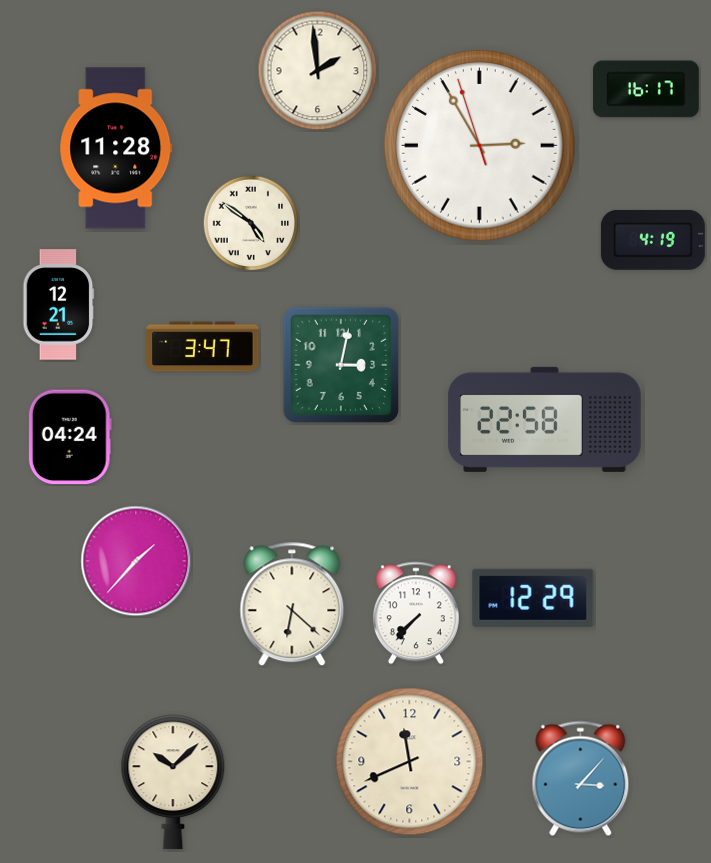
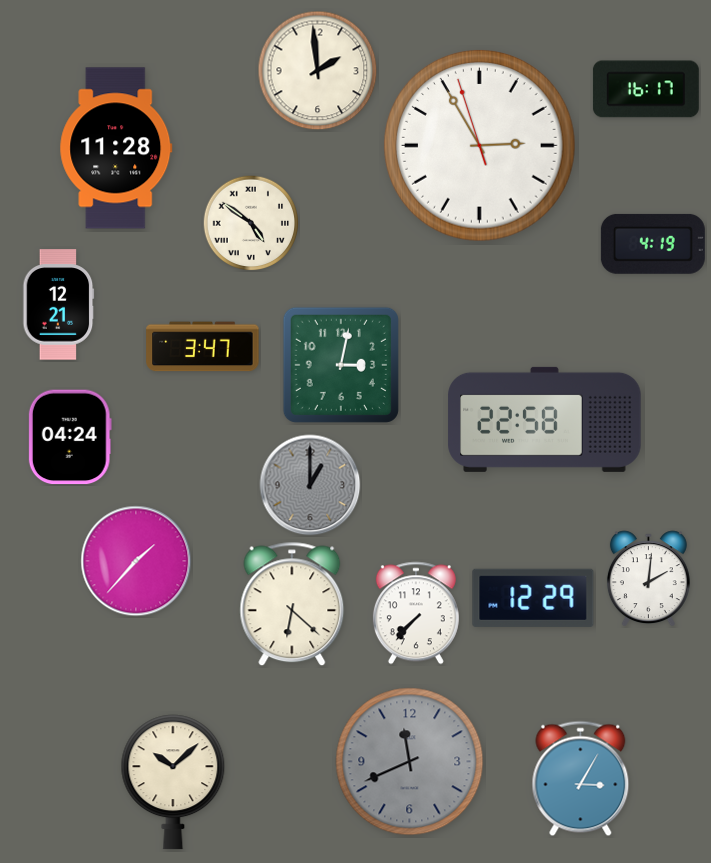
clock at (653, 240) position: (653, 240) -> (653, 244)
clock at (310, 485): none -> 1:00
clock at (648, 579): none -> 2:01
clock at (410, 762) dial: cream -> grey
clock at (581, 779): 3:07 -> 3:05
